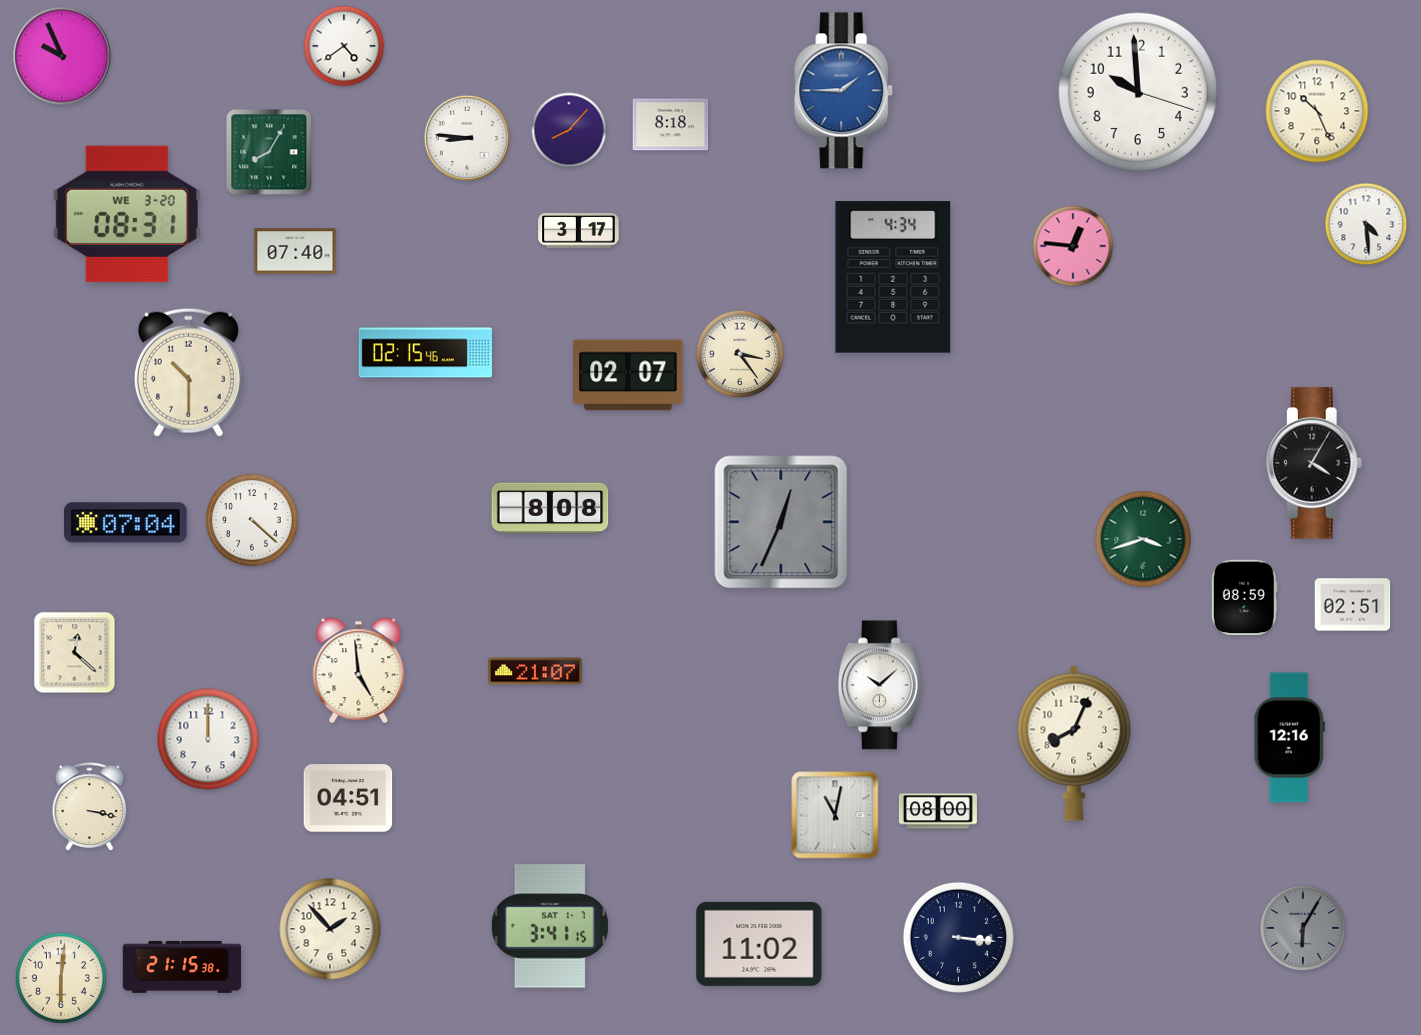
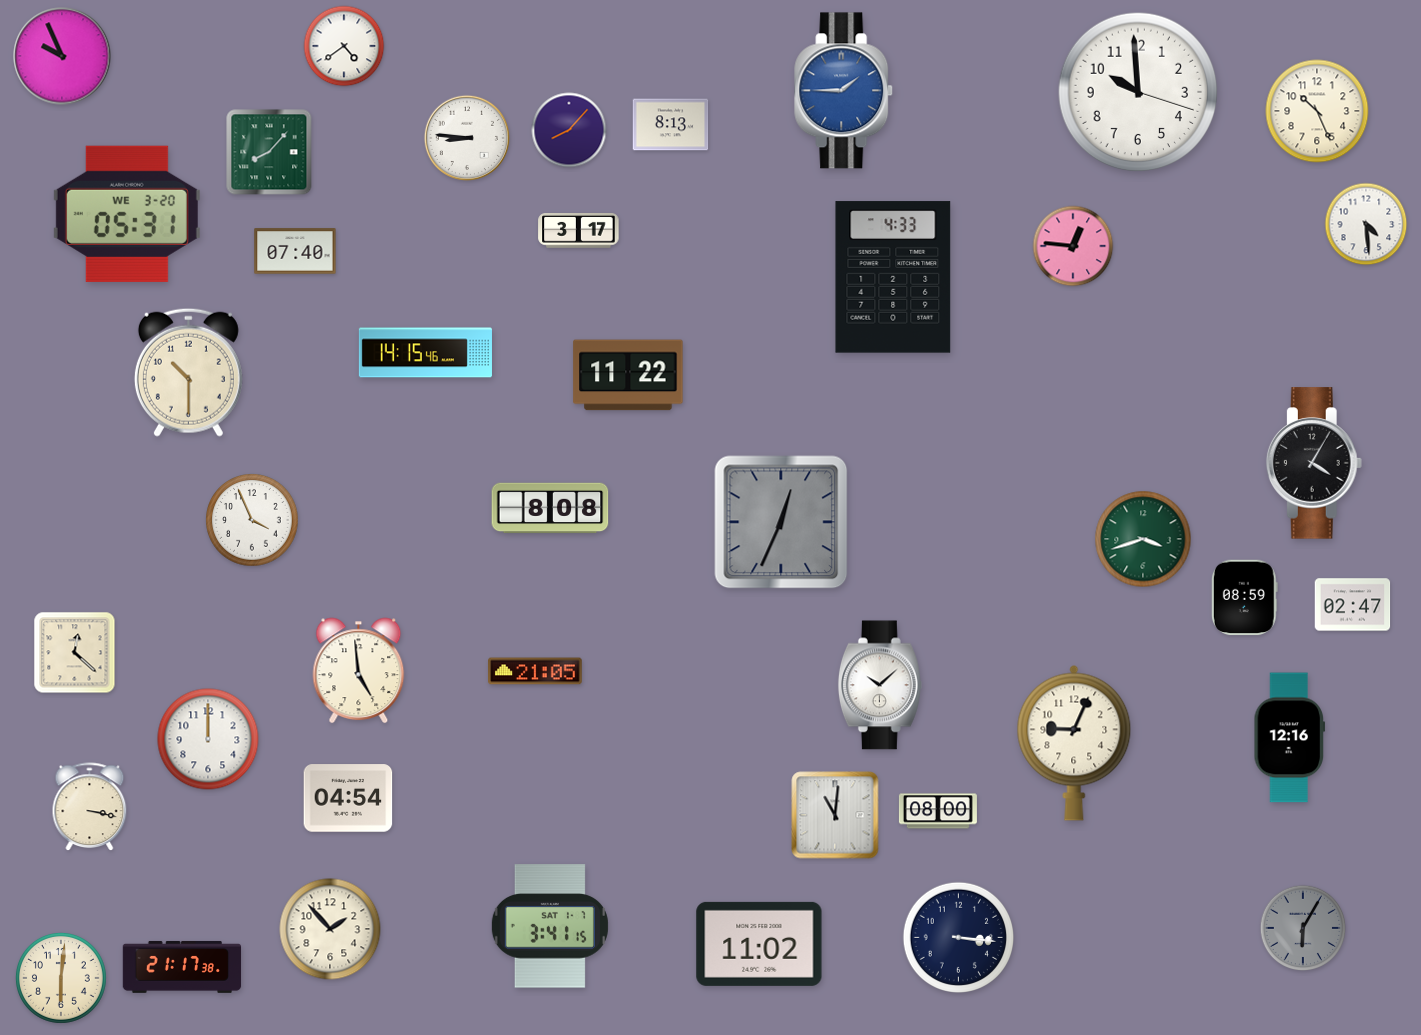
clock at (671, 125): 8:18 -> 8:13
clock at (269, 152): 8:05 -> 8:07
clock at (127, 214): 08:31 -> 05:31
clock at (893, 277): 4:34 -> 4:33
clock at (425, 353): 02:15 -> 14:15
clock at (740, 354): 3:24 -> none
clock at (628, 375): 02:07 -> 11:22
clock at (252, 520): 4:22 -> 3:56
clock at (126, 523): 07:04 -> none
clock at (1353, 605): 02:51 -> 02:47
clock at (535, 671): 21:07 -> 21:05
clock at (1074, 743): 8:04 -> 9:04
clock at (348, 798): 04:51 -> 04:54
clock at (835, 815): 11:02 -> 11:01
clock at (182, 967): 21:15 -> 21:17
